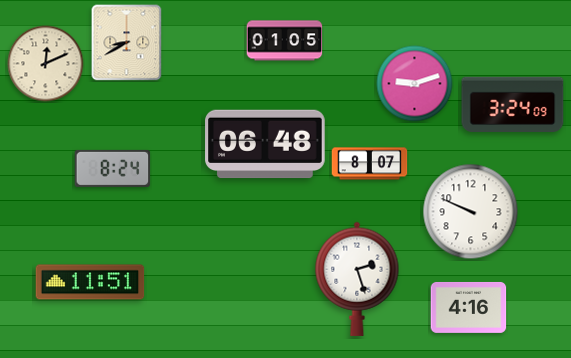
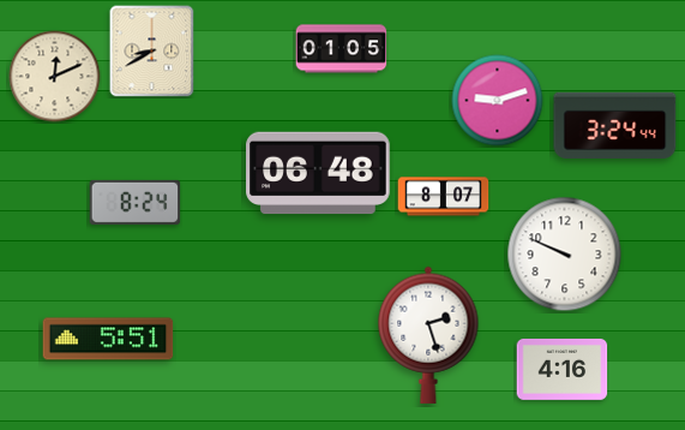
clock at (513, 104): 3:24:09 -> 3:24:44
clock at (90, 282): 11:51 -> 5:51
